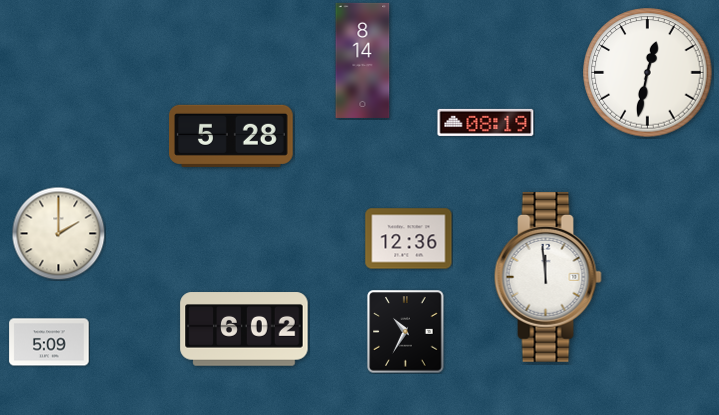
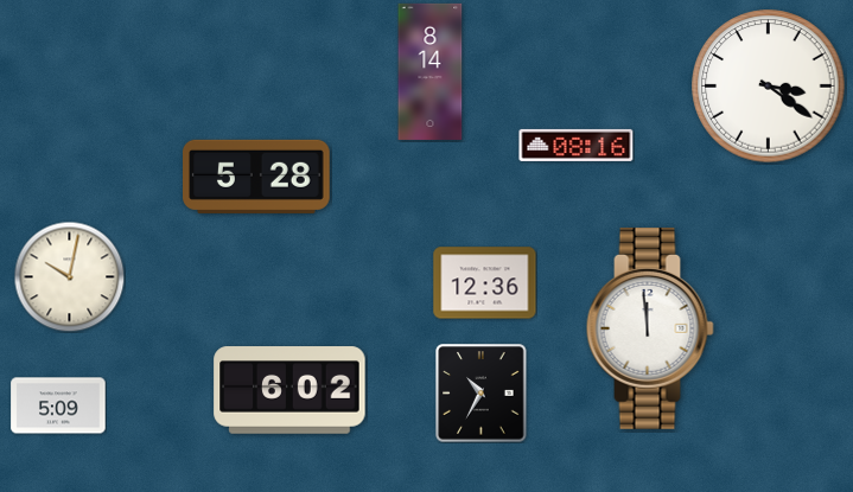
clock at (648, 73): 12:32 -> 3:21
clock at (486, 122): 08:19 -> 08:16
clock at (232, 136) position: (232, 136) -> (257, 177)
clock at (58, 233): 2:00 -> 10:02
